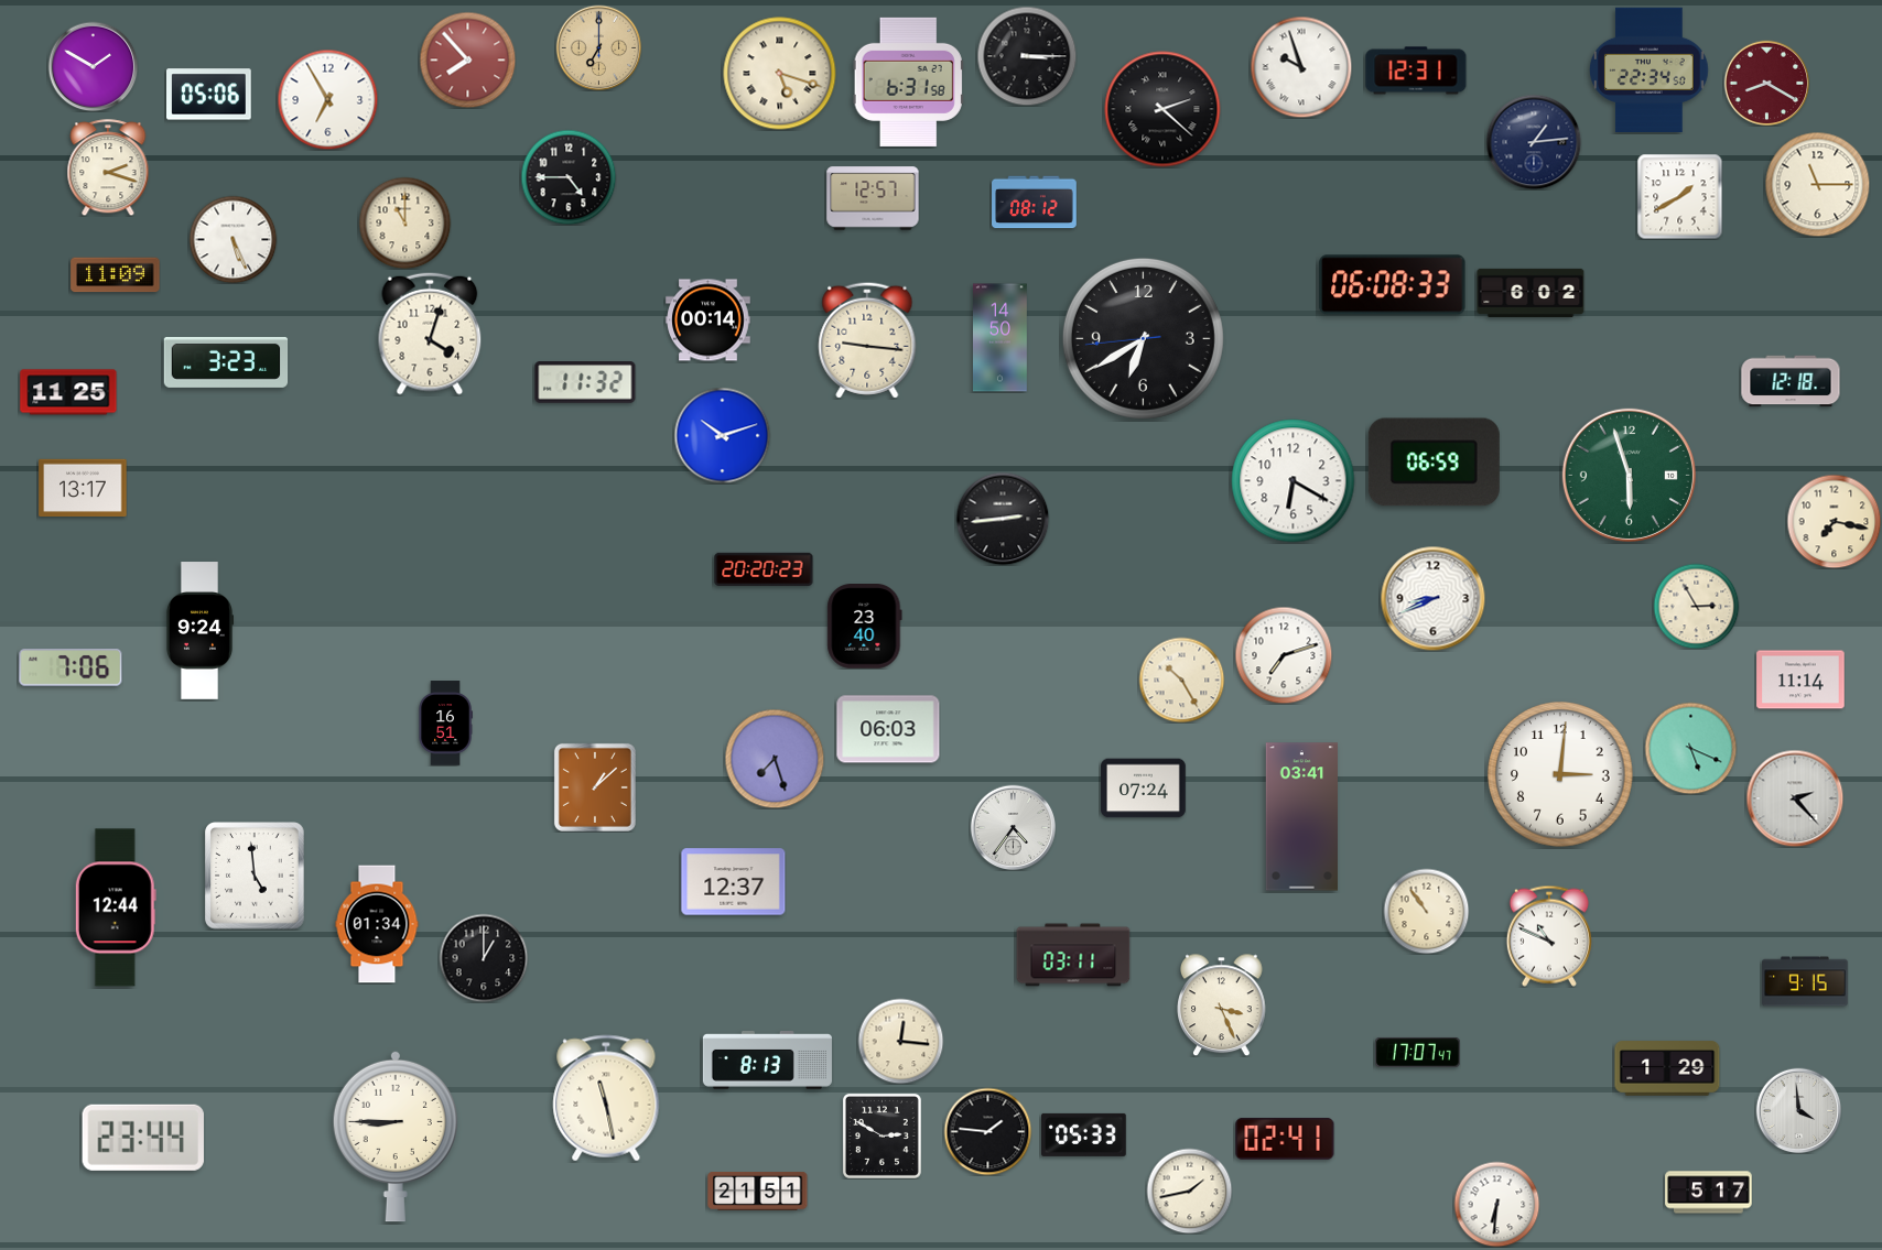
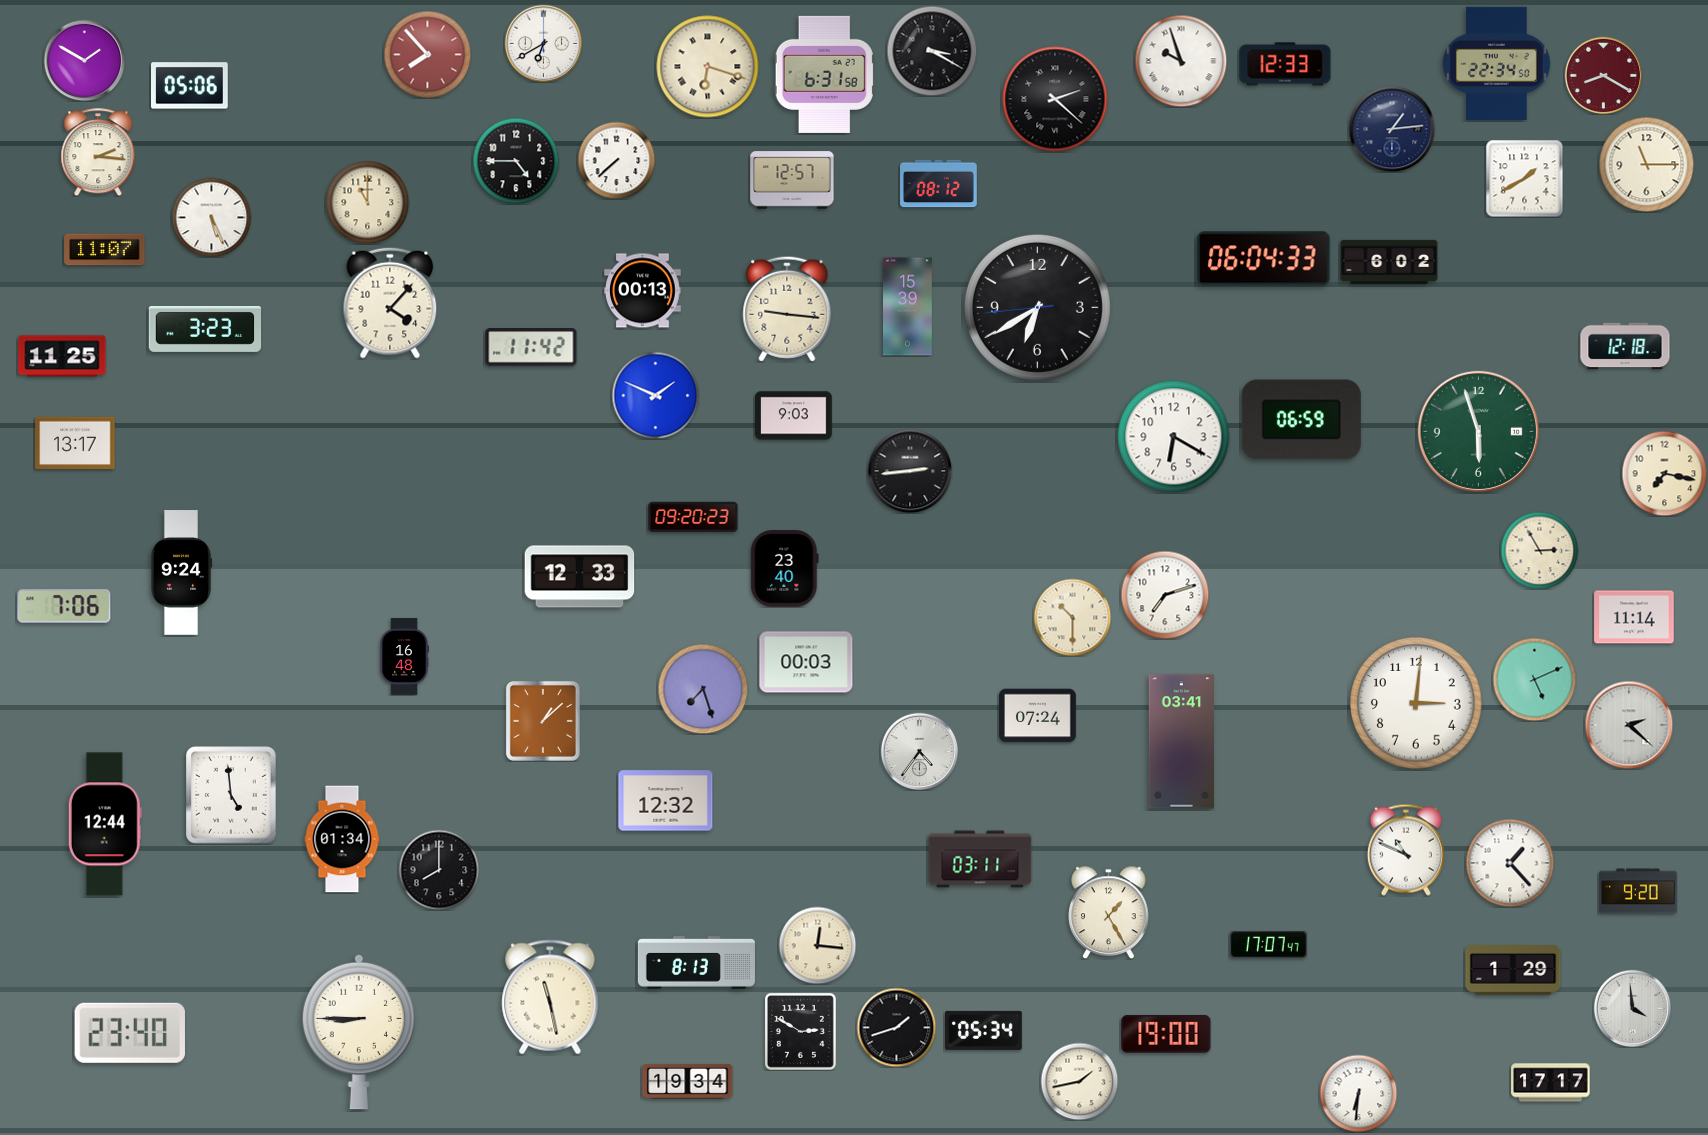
clock at (598, 47): 7:00 -> 6:40
clock at (598, 47) dial: champagne -> white
clock at (1027, 56): 3:15 -> 3:20
clock at (467, 59) position: (467, 59) -> (427, 54)
clock at (1416, 70): 12:31 -> 12:33
clock at (780, 74): 5:18 -> 6:18
clock at (327, 99): 6:55 -> none
clock at (108, 167): 2:18 -> 2:16
clock at (616, 160): none -> 7:38
clock at (1817, 184) position: (1817, 184) -> (1646, 164)
clock at (116, 275): 11:09 -> 11:07
clock at (1393, 285): 06:08 -> 06:04
clock at (1531, 293) position: (1531, 293) -> (1389, 262)
clock at (709, 320): 00:14 -> 00:13
clock at (430, 334): 4:03 -> 4:07
clock at (1001, 338): 14:50 -> 15:39
clock at (585, 382): 11:32 -> 11:42
clock at (722, 435): 10:12 -> 1:49
clock at (794, 416): none -> 9:03
clock at (764, 569): 20:20 -> 09:20
clock at (1432, 598): 8:41 -> none
clock at (580, 577): none -> 12:33
clock at (1181, 680): 10:25 -> 10:30
clock at (445, 724): 16:51 -> 16:48
clock at (888, 729): 06:03 -> 00:03
clock at (1690, 748): 5:19 -> 5:11
clock at (595, 787) position: (595, 787) -> (543, 721)
clock at (1795, 798): 2:23 -> 2:22
clock at (734, 882): 12:37 -> 12:32
clock at (1426, 911): 10:54 -> none
clock at (1510, 863): none -> 1:23
clock at (1073, 955) position: (1073, 955) -> (980, 859)
clock at (484, 958): 1:00 -> 8:00
clock at (1805, 981): 9:15 -> 9:20
clock at (1222, 1004): 3:26 -> 1:25
clock at (1418, 1053) position: (1418, 1053) -> (1269, 945)
clock at (987, 1131): 1:46 -> 1:42
clock at (1084, 1134): 05:33 -> 05:34
clock at (143, 1138): 23:44 -> 23:40
clock at (1285, 1139): 02:41 -> 19:00
clock at (758, 1191): 21:51 -> 19:34
clock at (1709, 1193): 5:17 -> 17:17
